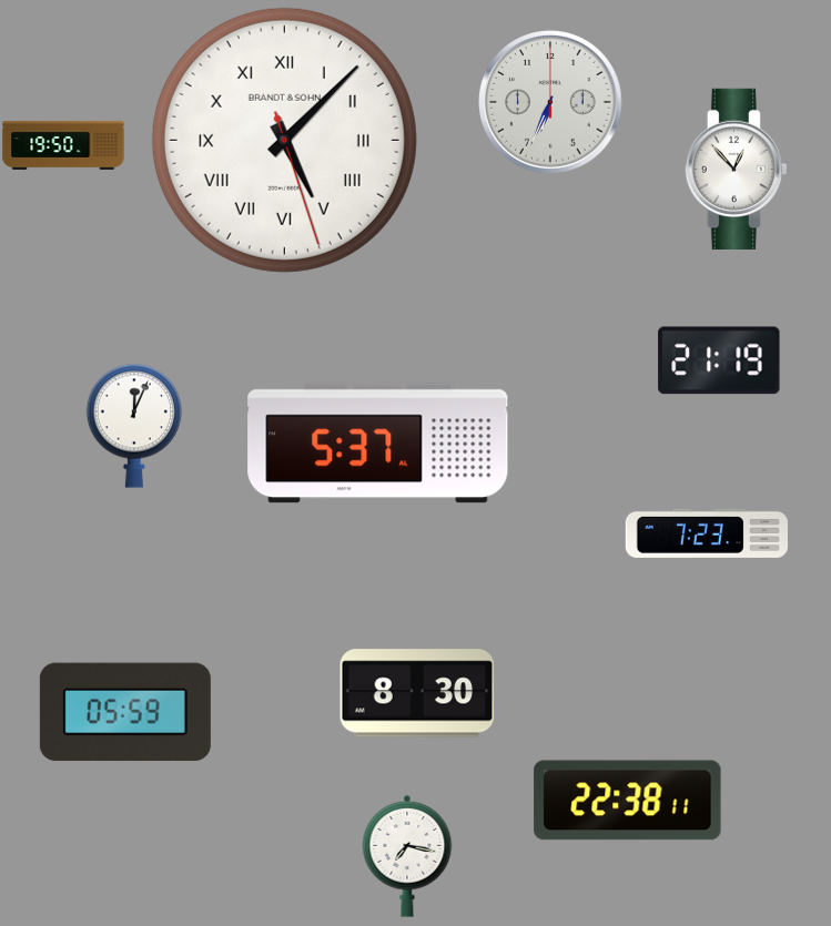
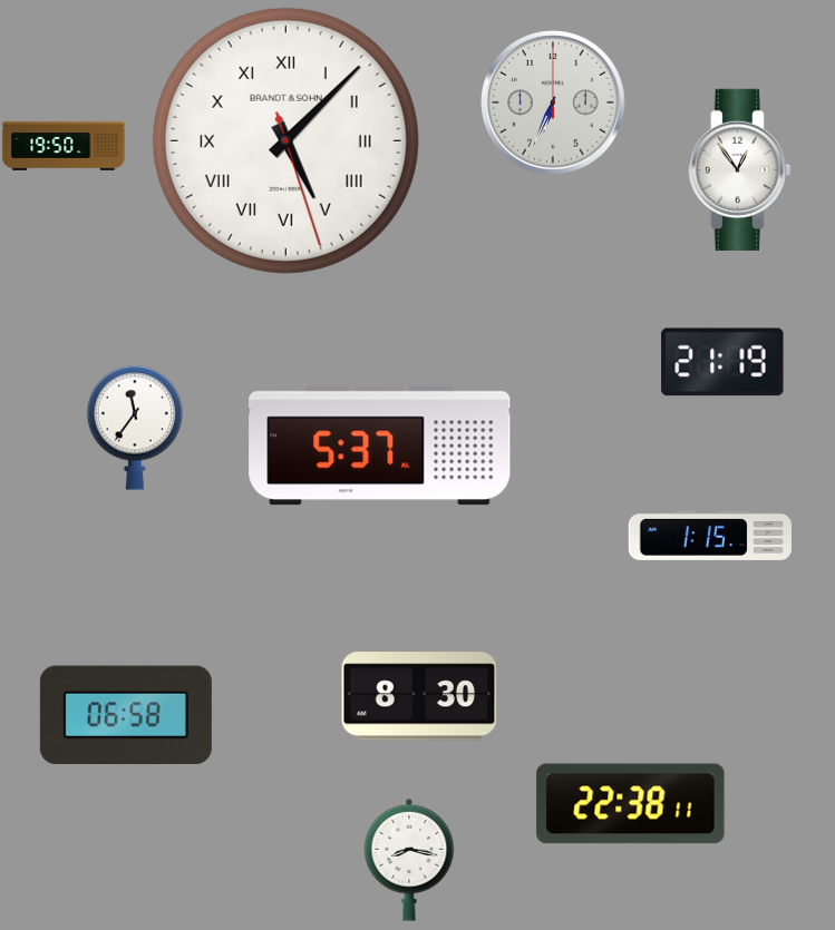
clock at (736, 169): 12:53 -> 12:54
clock at (133, 426): 12:04 -> 11:36
clock at (707, 533): 7:23 -> 1:15
clock at (125, 712): 05:59 -> 06:58
clock at (407, 856): 7:17 -> 8:17
